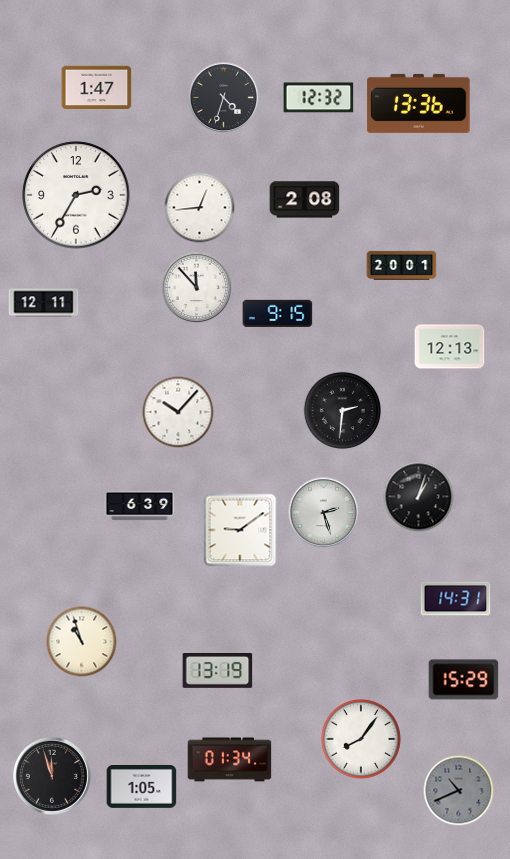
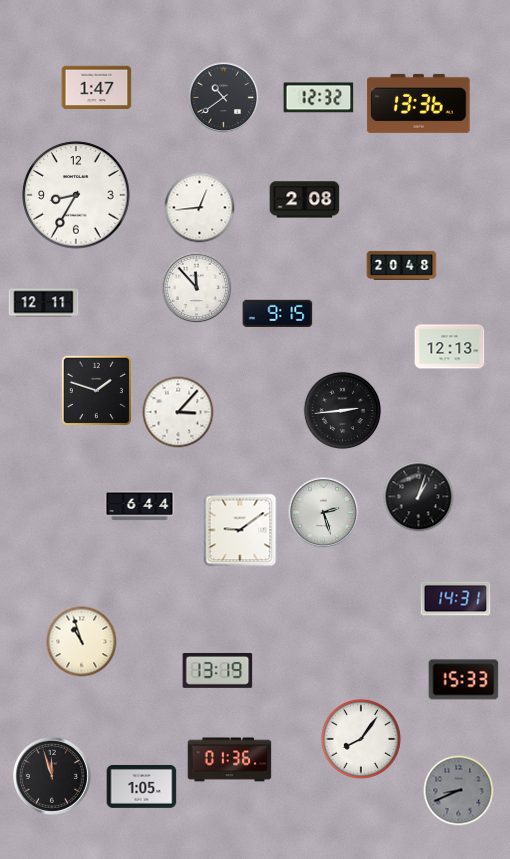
clock at (224, 98): 4:33 -> 10:39
clock at (76, 195): 2:35 -> 8:35
clock at (402, 265): 20:01 -> 20:48
clock at (96, 390): none -> 1:48
clock at (343, 411): 2:31 -> 2:44
clock at (178, 412): 10:07 -> 3:07
clock at (140, 506): 6:39 -> 6:44
clock at (464, 680): 15:29 -> 15:33
clock at (230, 760): 01:34 -> 01:36
clock at (459, 791): 10:41 -> 8:41
